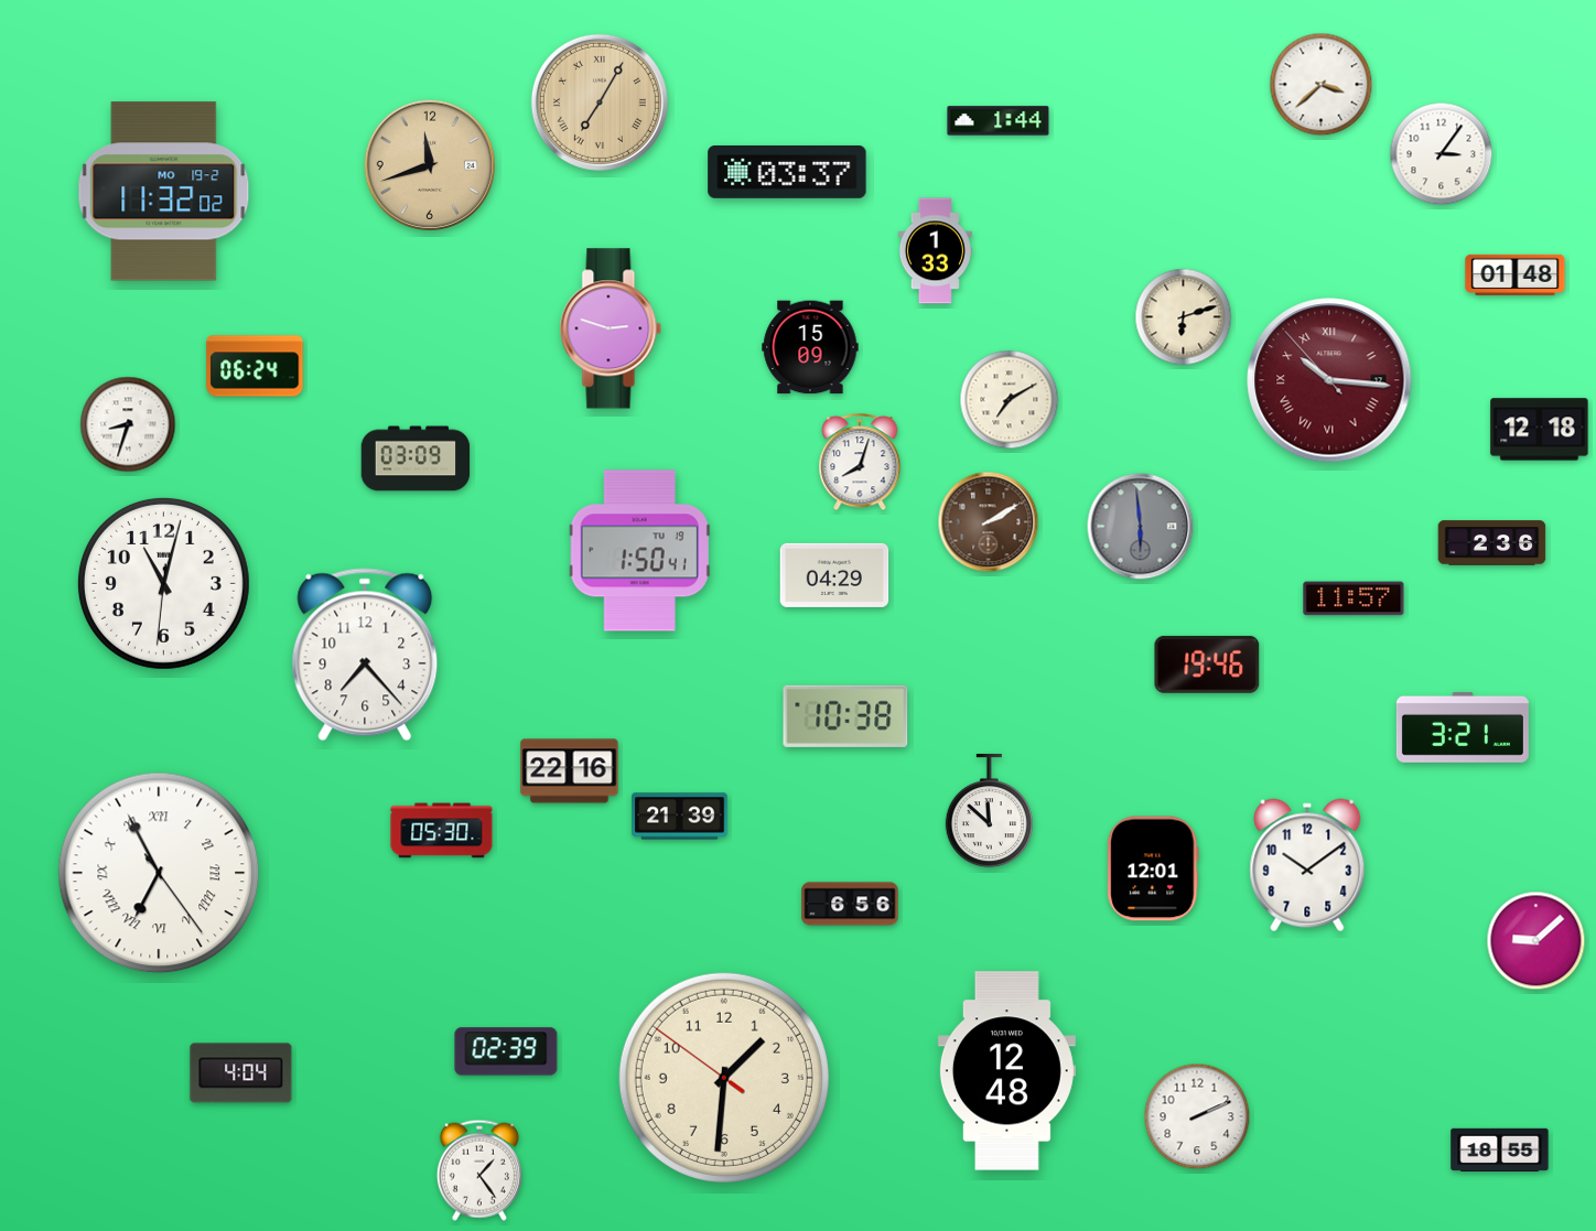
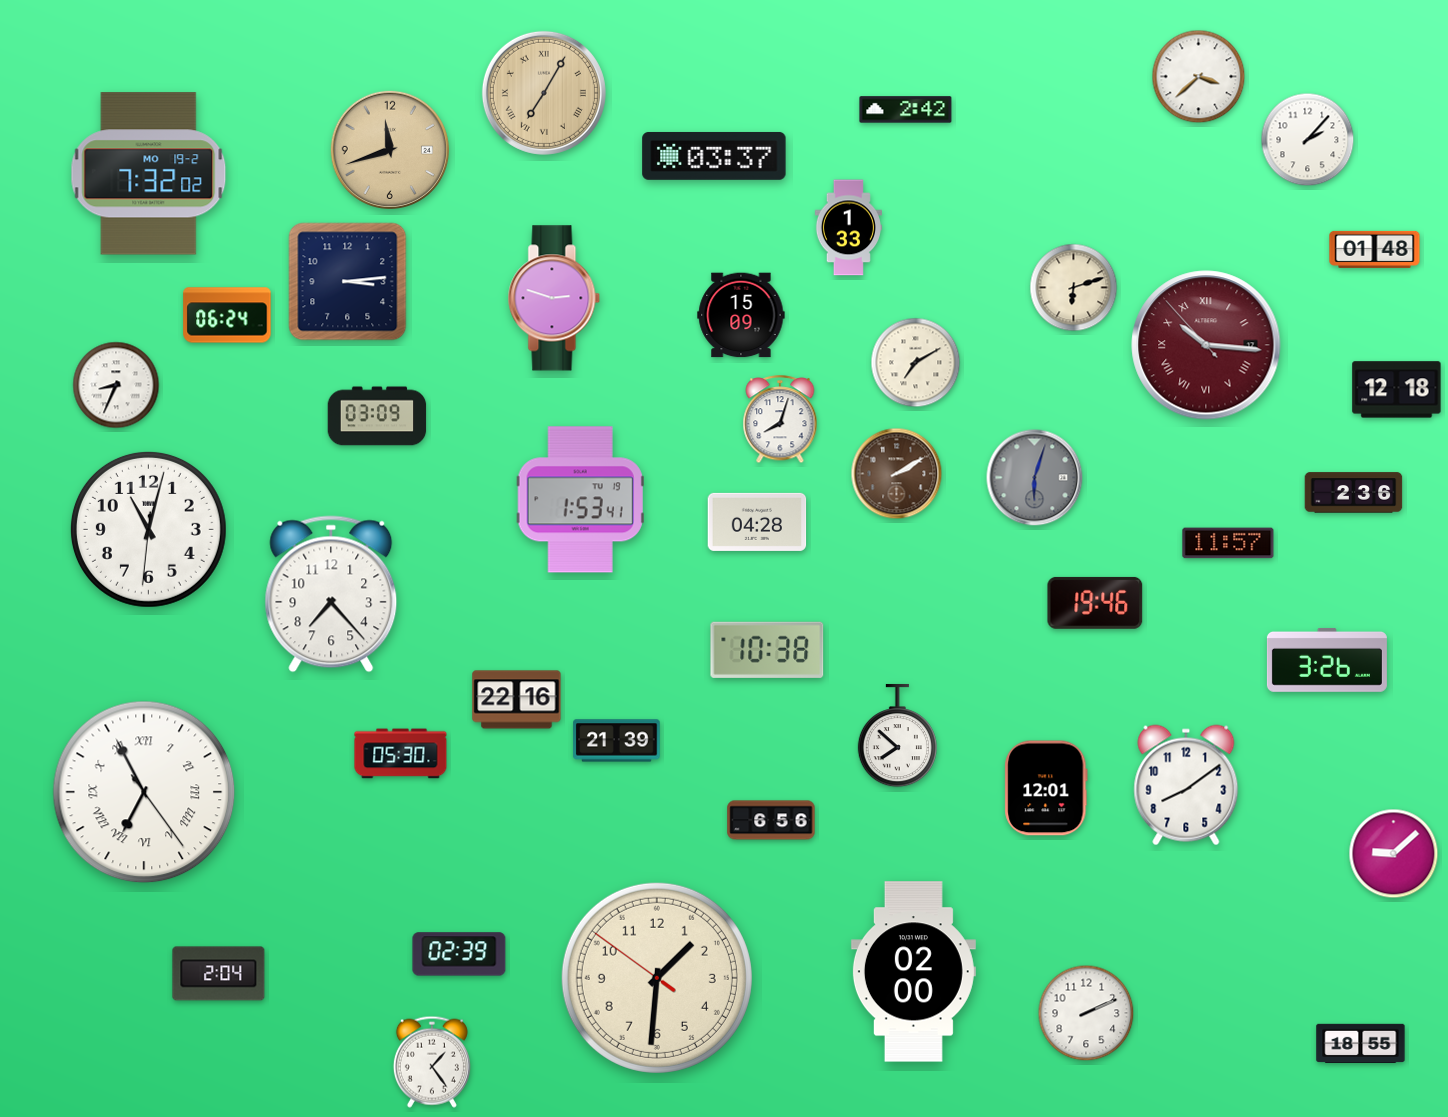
clock at (999, 121): 1:44 -> 2:42
clock at (1442, 154): 3:06 -> 2:07
clock at (164, 192): 11:32 -> 7:32
clock at (348, 282): none -> 3:14
clock at (810, 347) position: (810, 347) -> (741, 315)
clock at (255, 366) position: (255, 366) -> (227, 315)
clock at (128, 424): 8:33 -> 8:34
clock at (1141, 527): 5:59 -> 6:03
clock at (639, 551): 1:50 -> 1:53
clock at (834, 575): 04:29 -> 04:28
clock at (1463, 727): 3:21 -> 3:26
clock at (989, 811): 11:52 -> 7:52
clock at (1307, 865): 10:09 -> 8:09
clock at (1006, 1071): 12:48 -> 02:00
clock at (241, 1073): 4:04 -> 2:04
clock at (479, 1170) position: (479, 1170) -> (432, 1062)
